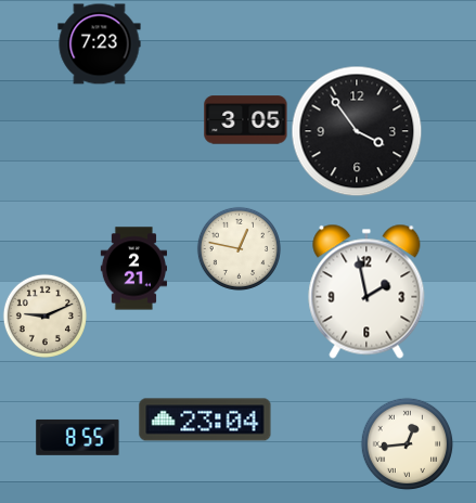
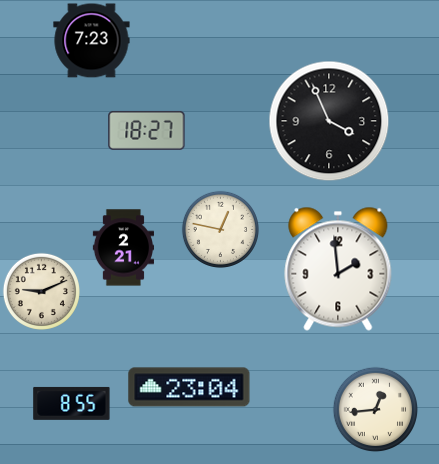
clock at (246, 120): 3:05 -> none
clock at (357, 131): 3:54 -> 3:56
clock at (147, 130): none -> 18:27
clock at (366, 292): 1:58 -> 1:59
